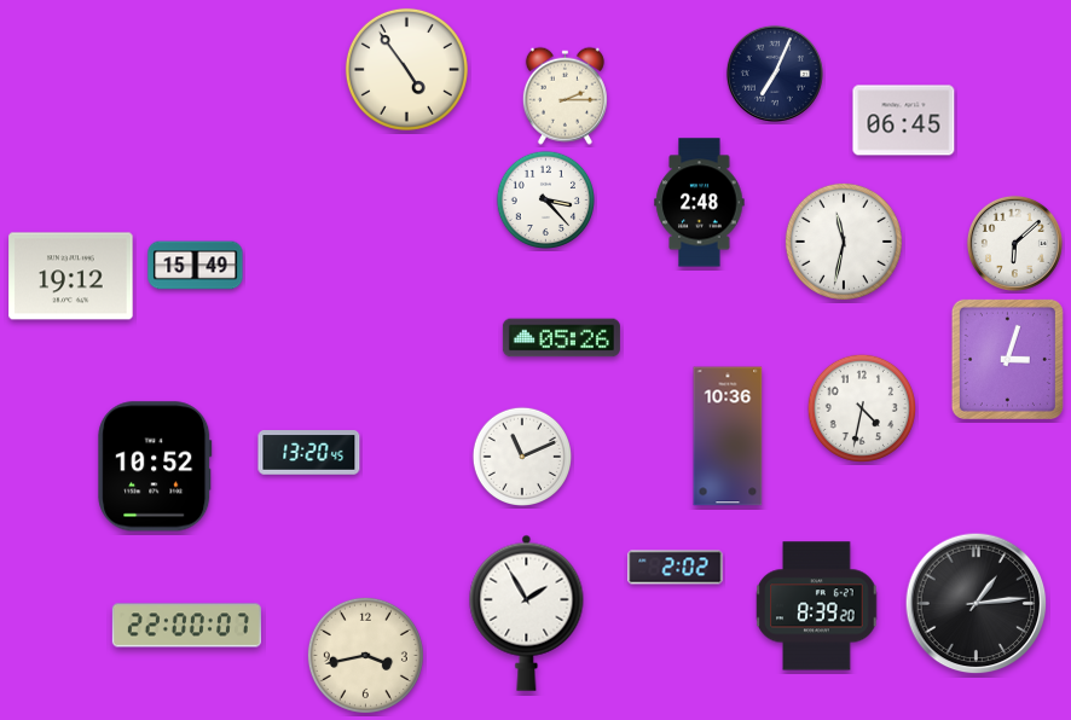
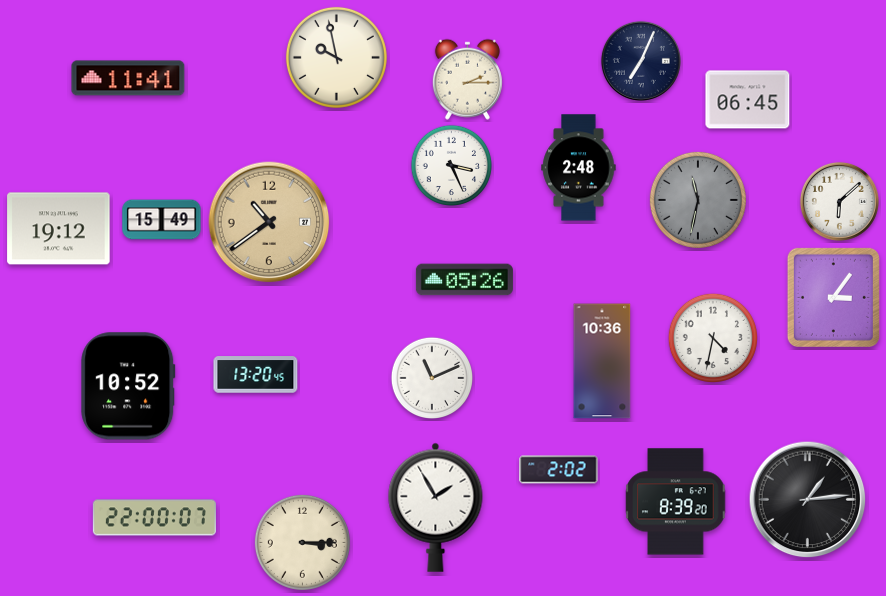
clock at (406, 69): 4:54 -> 9:58
clock at (128, 78): none -> 11:41
clock at (545, 199): 3:23 -> 3:26
clock at (844, 242) dial: white -> grey
clock at (269, 222): none -> 10:39
clock at (1007, 359): 3:03 -> 3:06
clock at (365, 655): 3:43 -> 3:15
